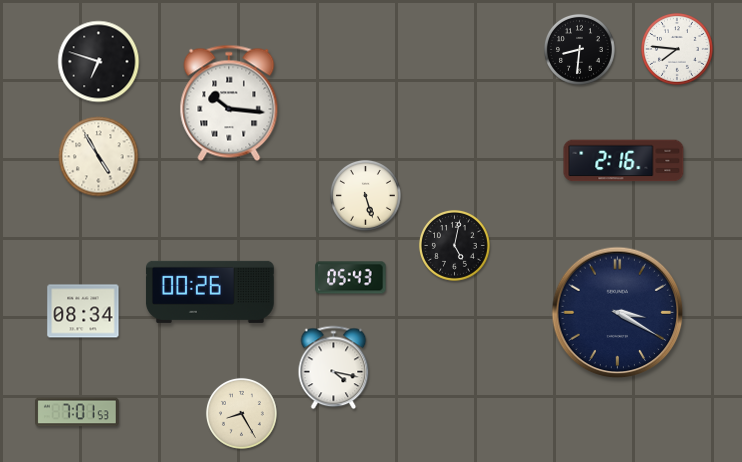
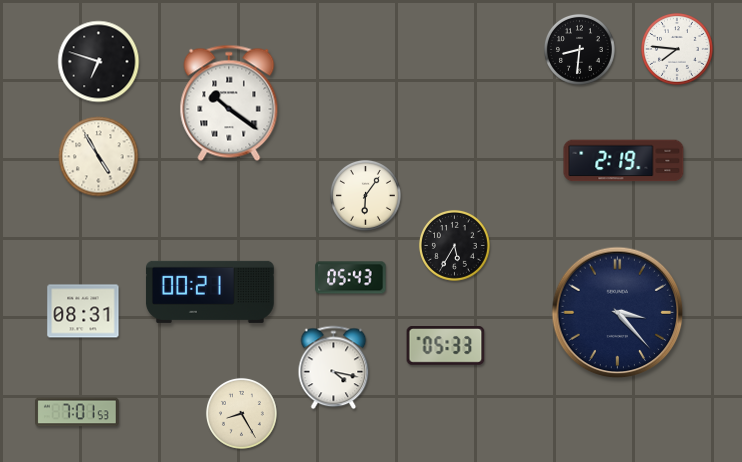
clock at (229, 103): 10:16 -> 10:21
clock at (624, 161): 2:16 -> 2:19
clock at (365, 195): 5:27 -> 6:06
clock at (454, 245): 5:02 -> 5:35
clock at (210, 292): 00:26 -> 00:21
clock at (83, 311): 08:34 -> 08:31
clock at (618, 313): 3:20 -> 3:23
clock at (446, 346): none -> 05:33
